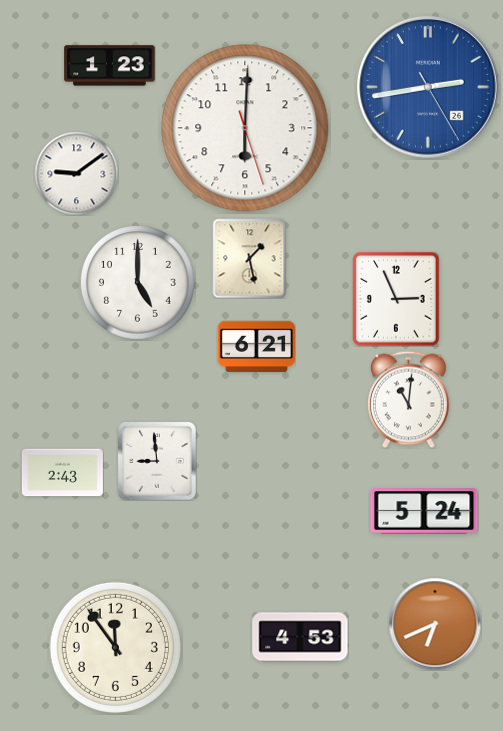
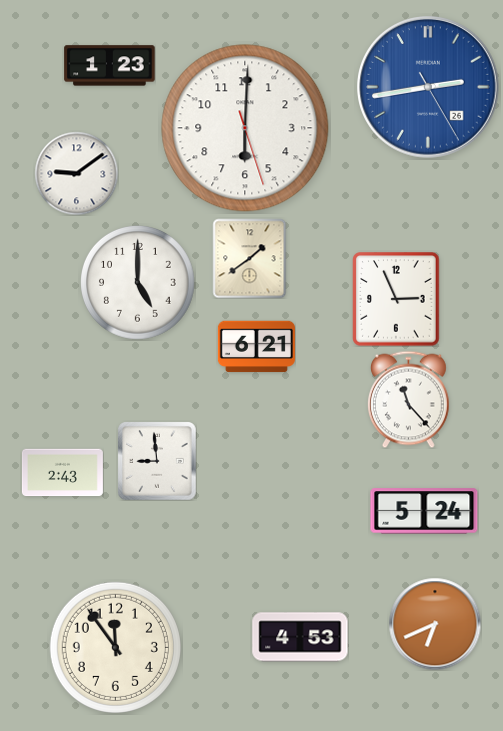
clock at (250, 258): 1:28 -> 1:39
clock at (408, 399): 11:01 -> 11:23
